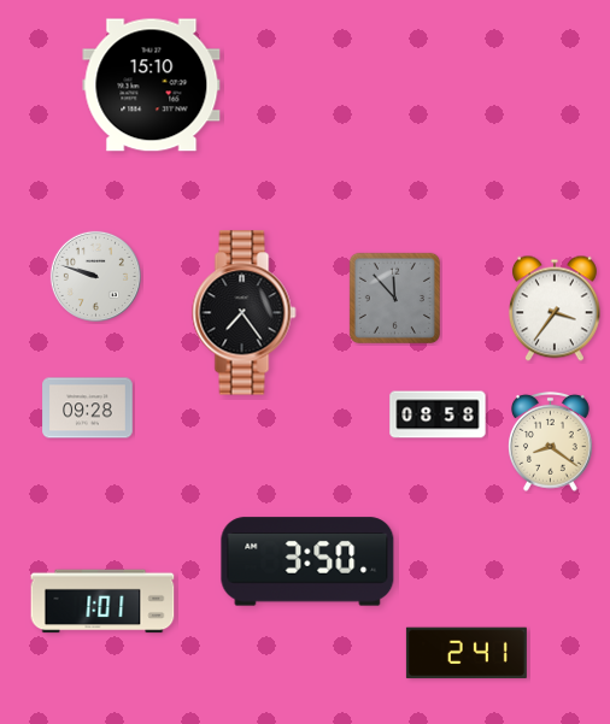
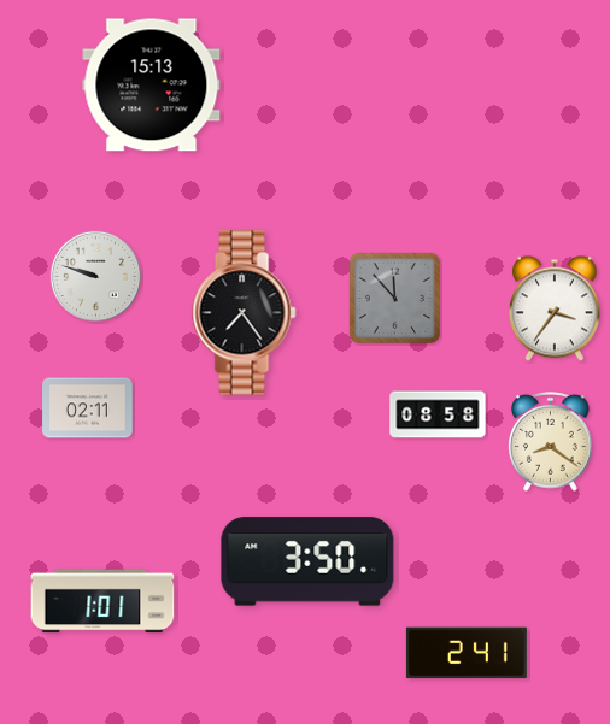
clock at (152, 86): 15:10 -> 15:13
clock at (88, 408): 09:28 -> 02:11
